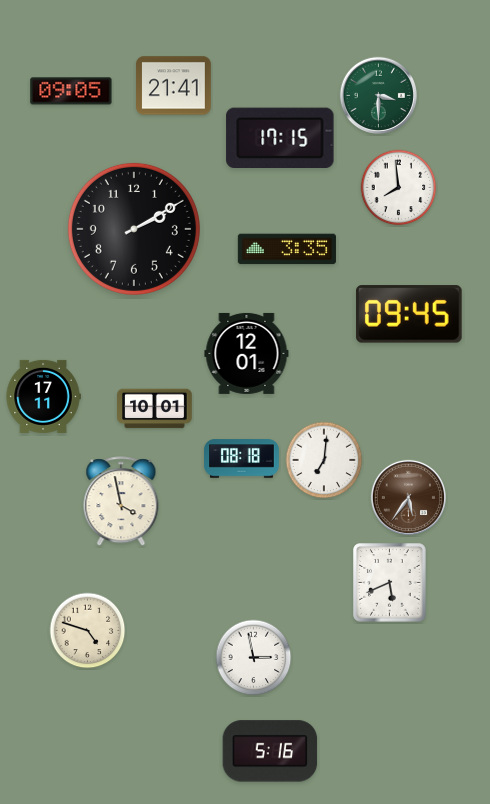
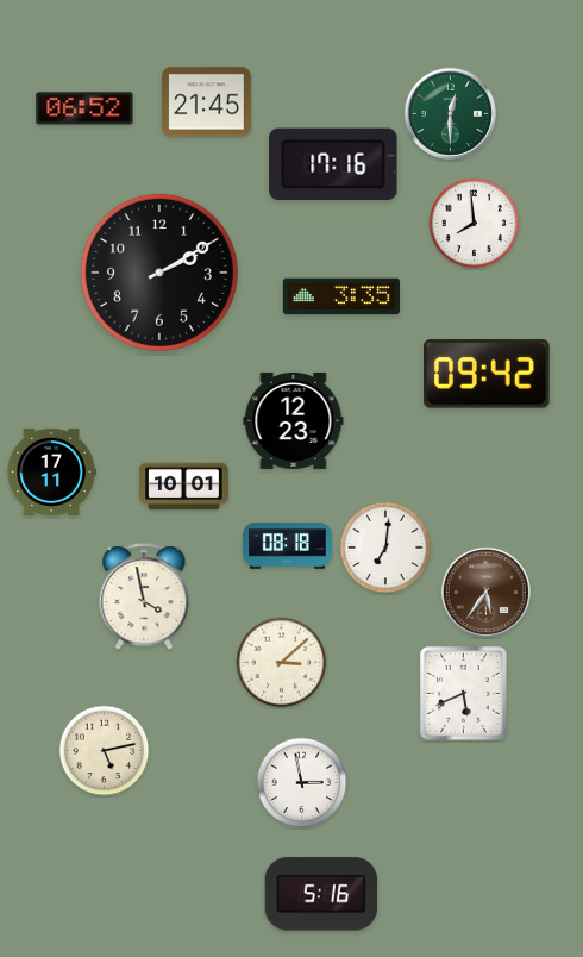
clock at (174, 86): 21:41 -> 21:45
clock at (71, 91): 09:05 -> 06:52
clock at (378, 95): 3:30 -> 12:30
clock at (280, 137): 17:15 -> 17:16
clock at (409, 314): 09:45 -> 09:42
clock at (247, 353): 12:01 -> 12:23
clock at (282, 663): none -> 3:08
clock at (88, 631): 4:48 -> 5:13
